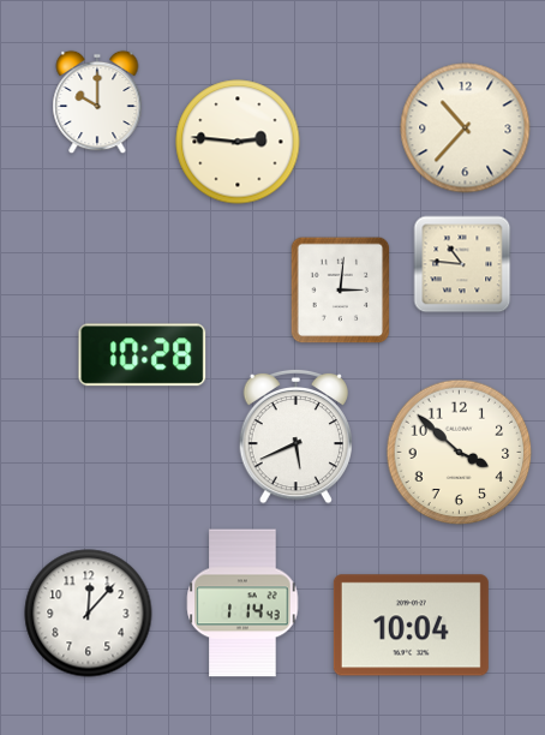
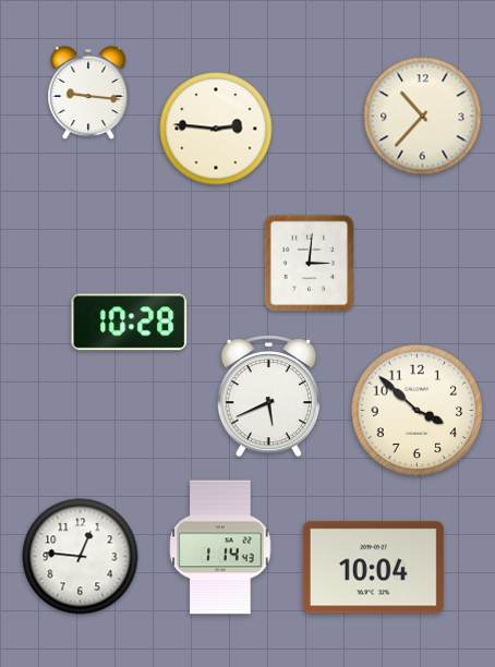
clock at (97, 102): 10:00 -> 9:16
clock at (462, 264): 10:46 -> none
clock at (89, 614): 12:07 -> 12:46
